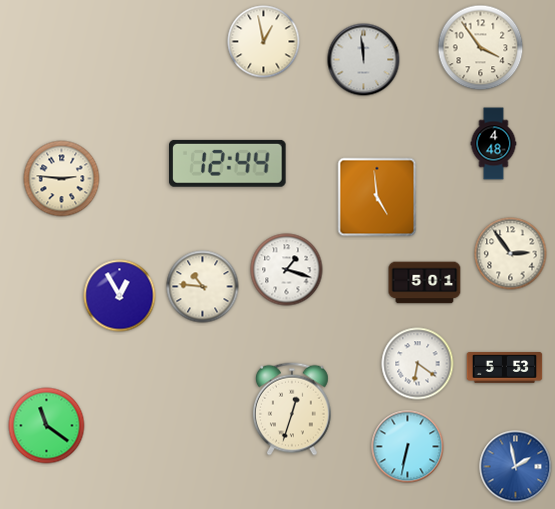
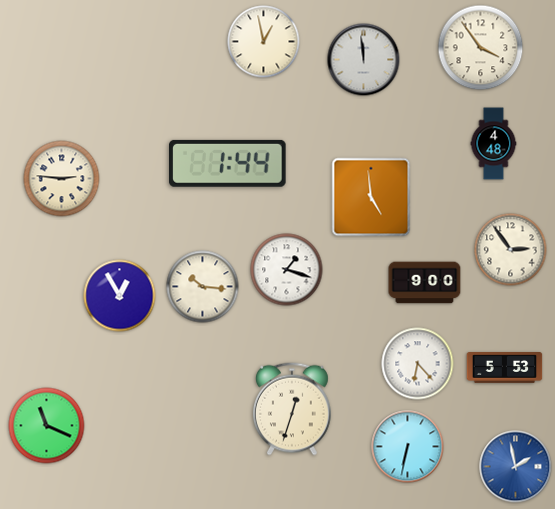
clock at (228, 163): 12:44 -> 1:44
clock at (377, 197) position: (377, 197) -> (371, 197)
clock at (511, 254) position: (511, 254) -> (511, 250)
clock at (425, 283): 5:01 -> 9:00
clock at (203, 287): 10:46 -> 10:16
clock at (418, 364): 6:21 -> 6:23
clock at (47, 426): 11:21 -> 11:19
